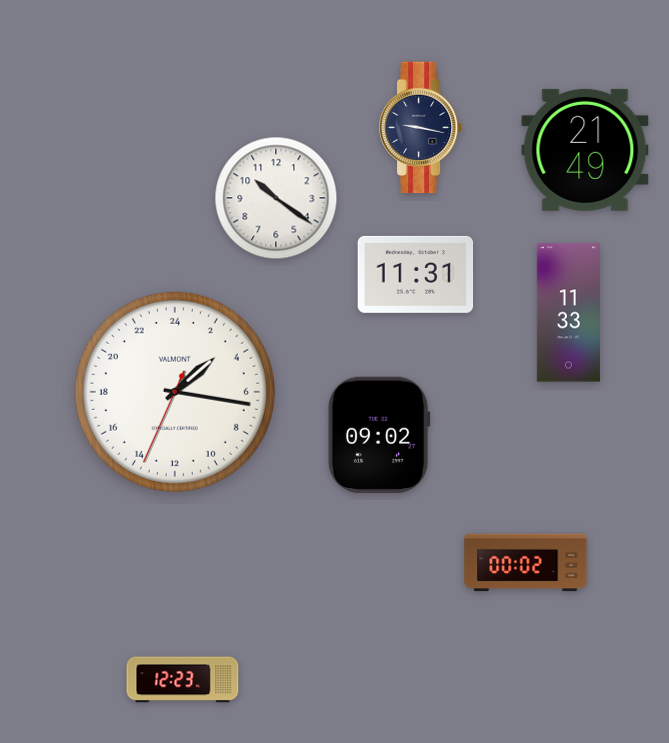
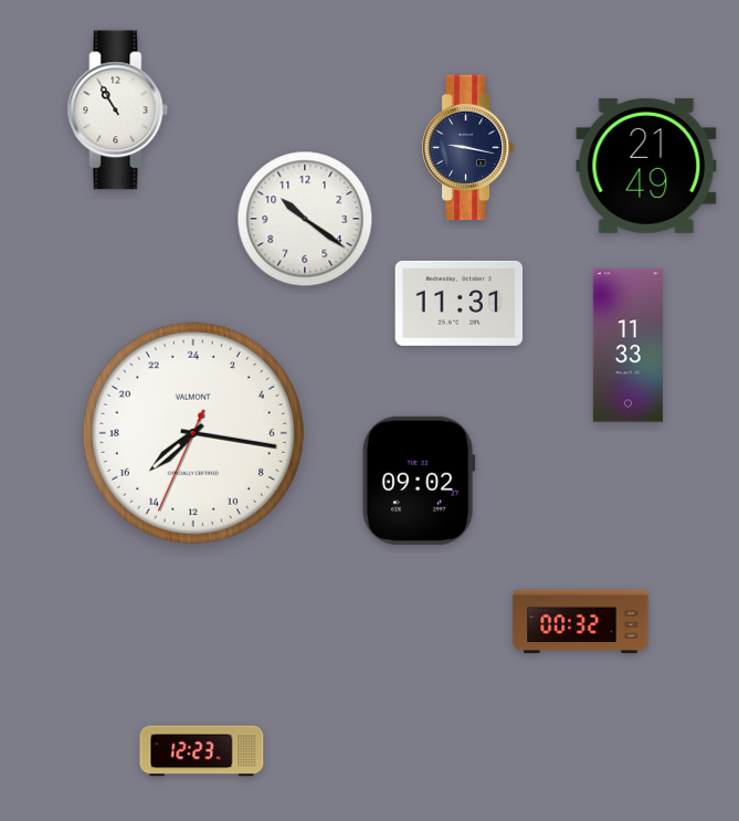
clock at (118, 110): none -> 10:55
clock at (421, 128) position: (421, 128) -> (468, 148)
clock at (175, 392): 3:16 -> 15:16
clock at (526, 563): 00:02 -> 00:32
